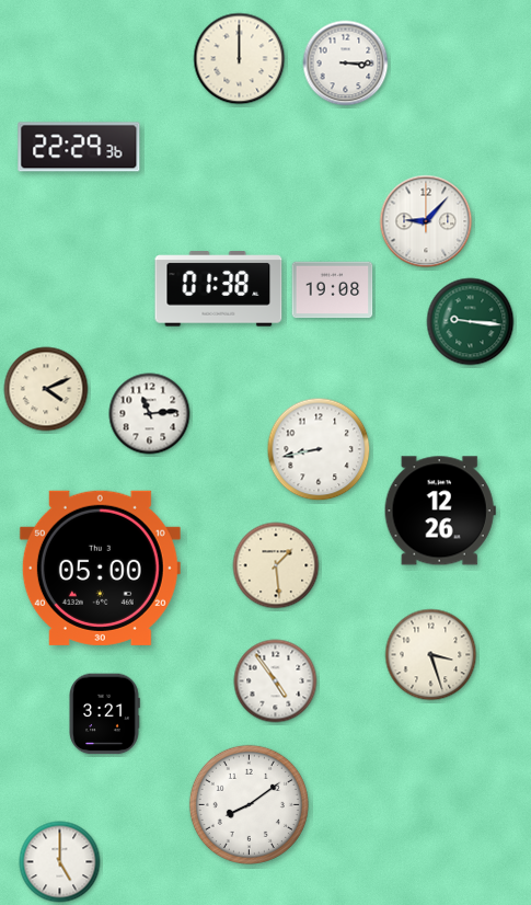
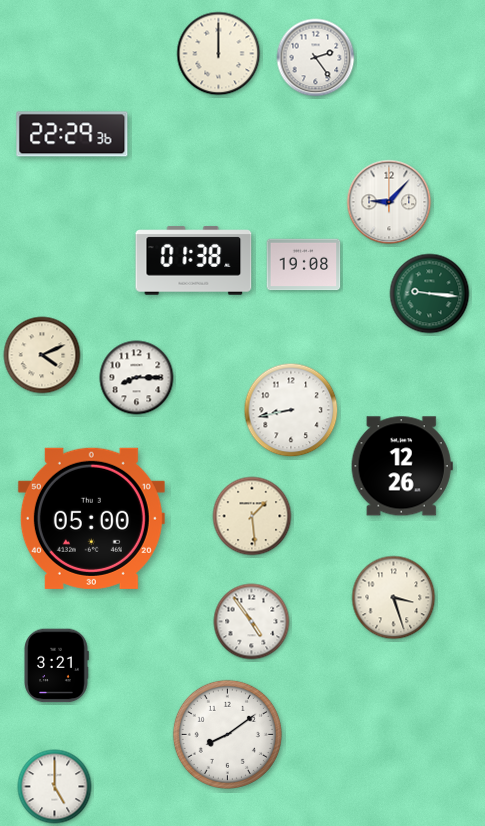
clock at (346, 64): 3:15 -> 2:24
clock at (219, 289) position: (219, 289) -> (194, 261)
clock at (150, 414): 11:14 -> 8:15
clock at (104, 714) position: (104, 714) -> (56, 666)
